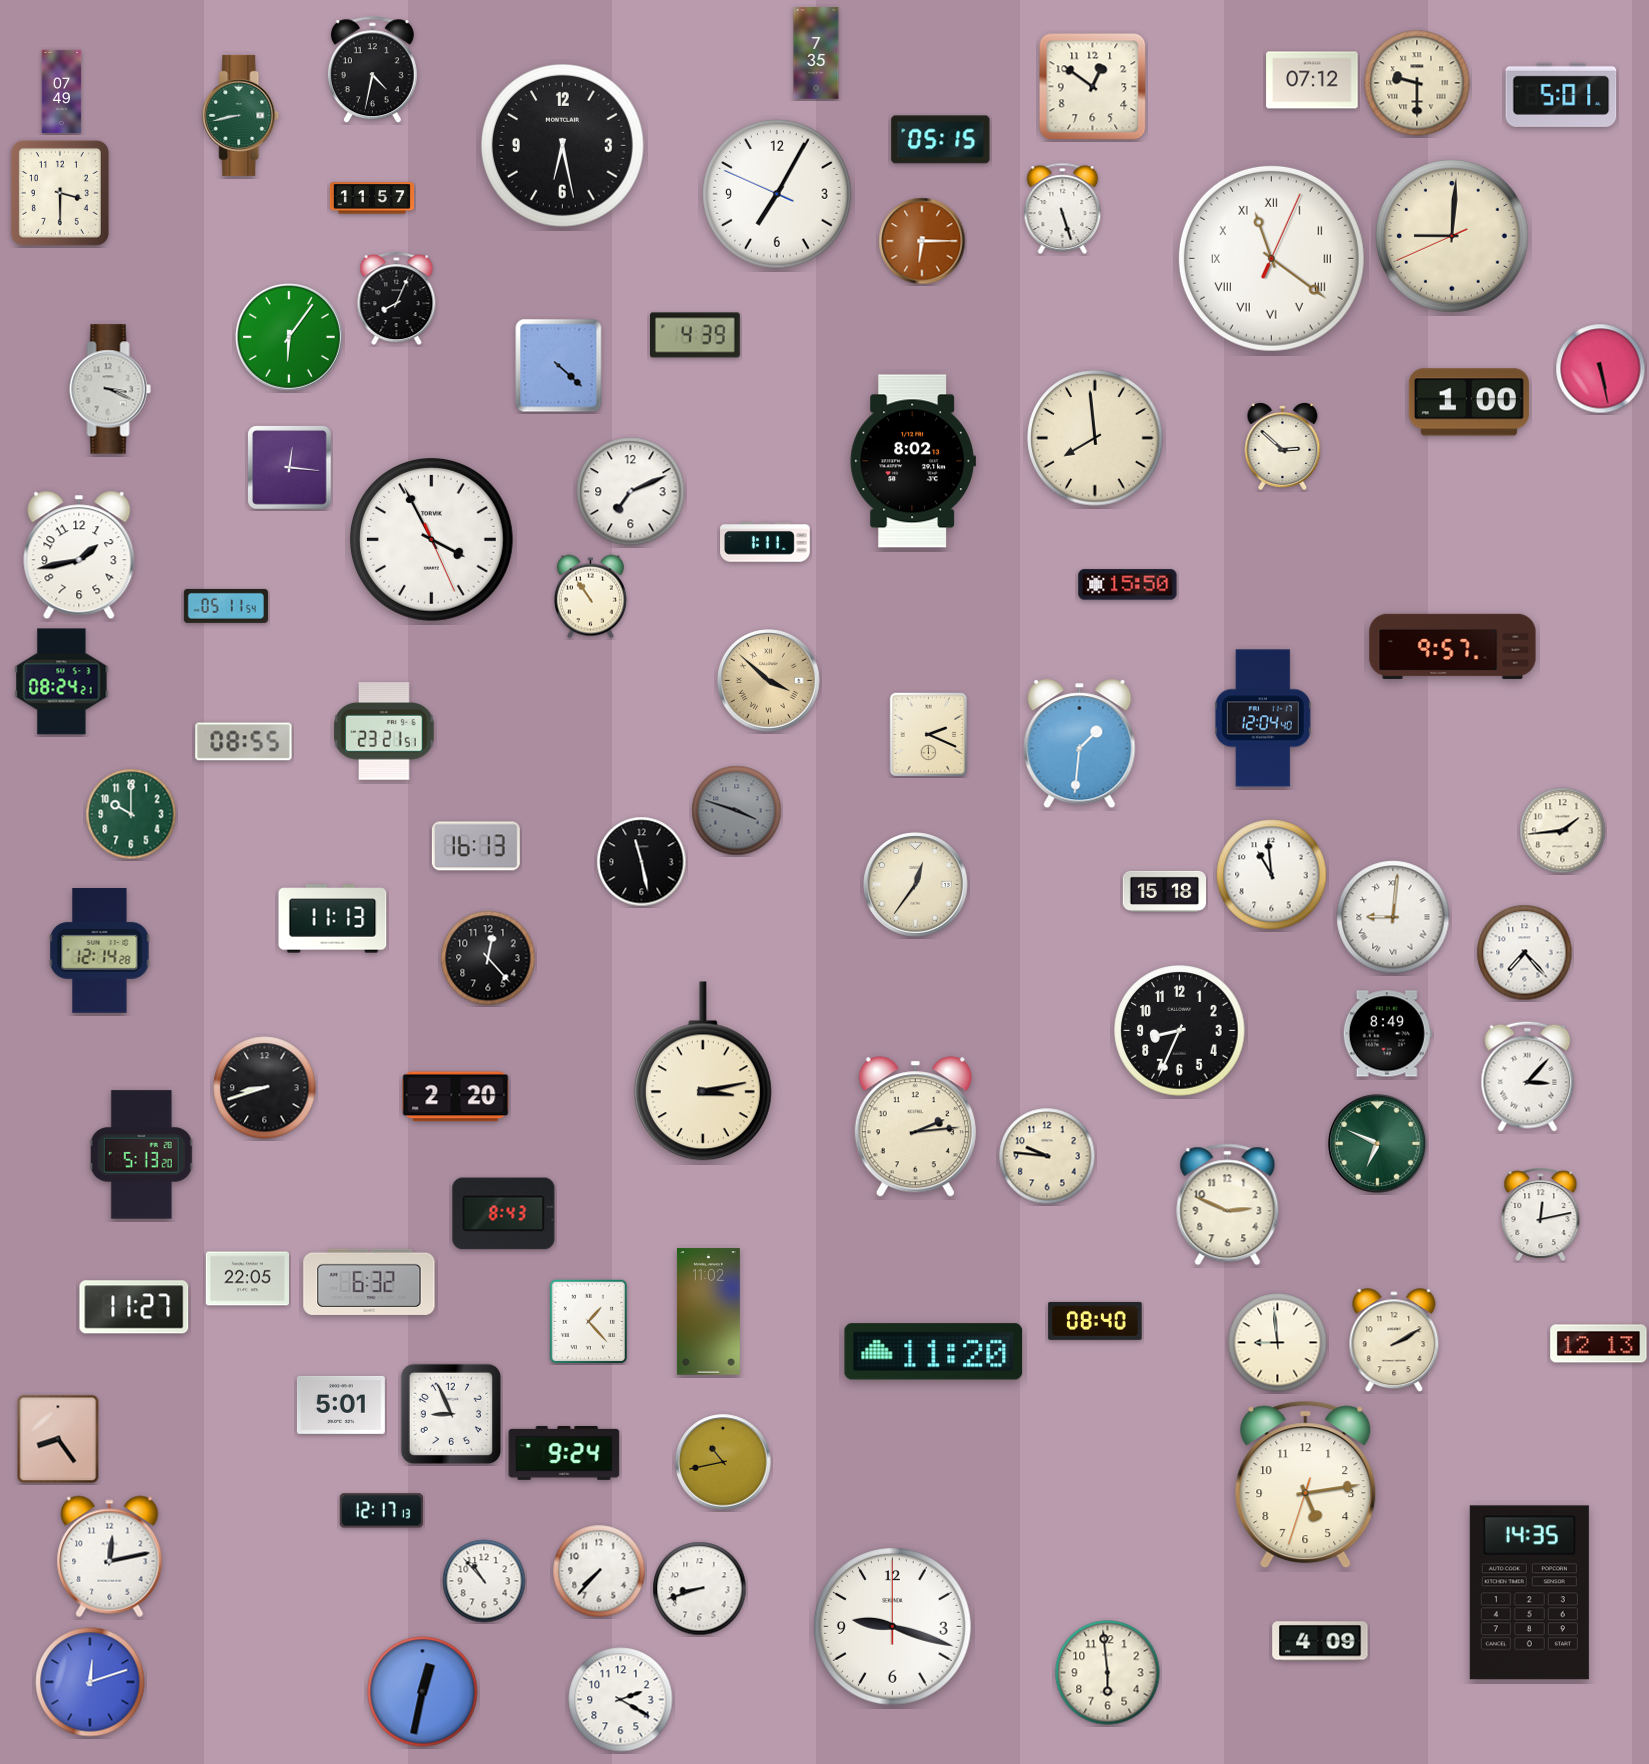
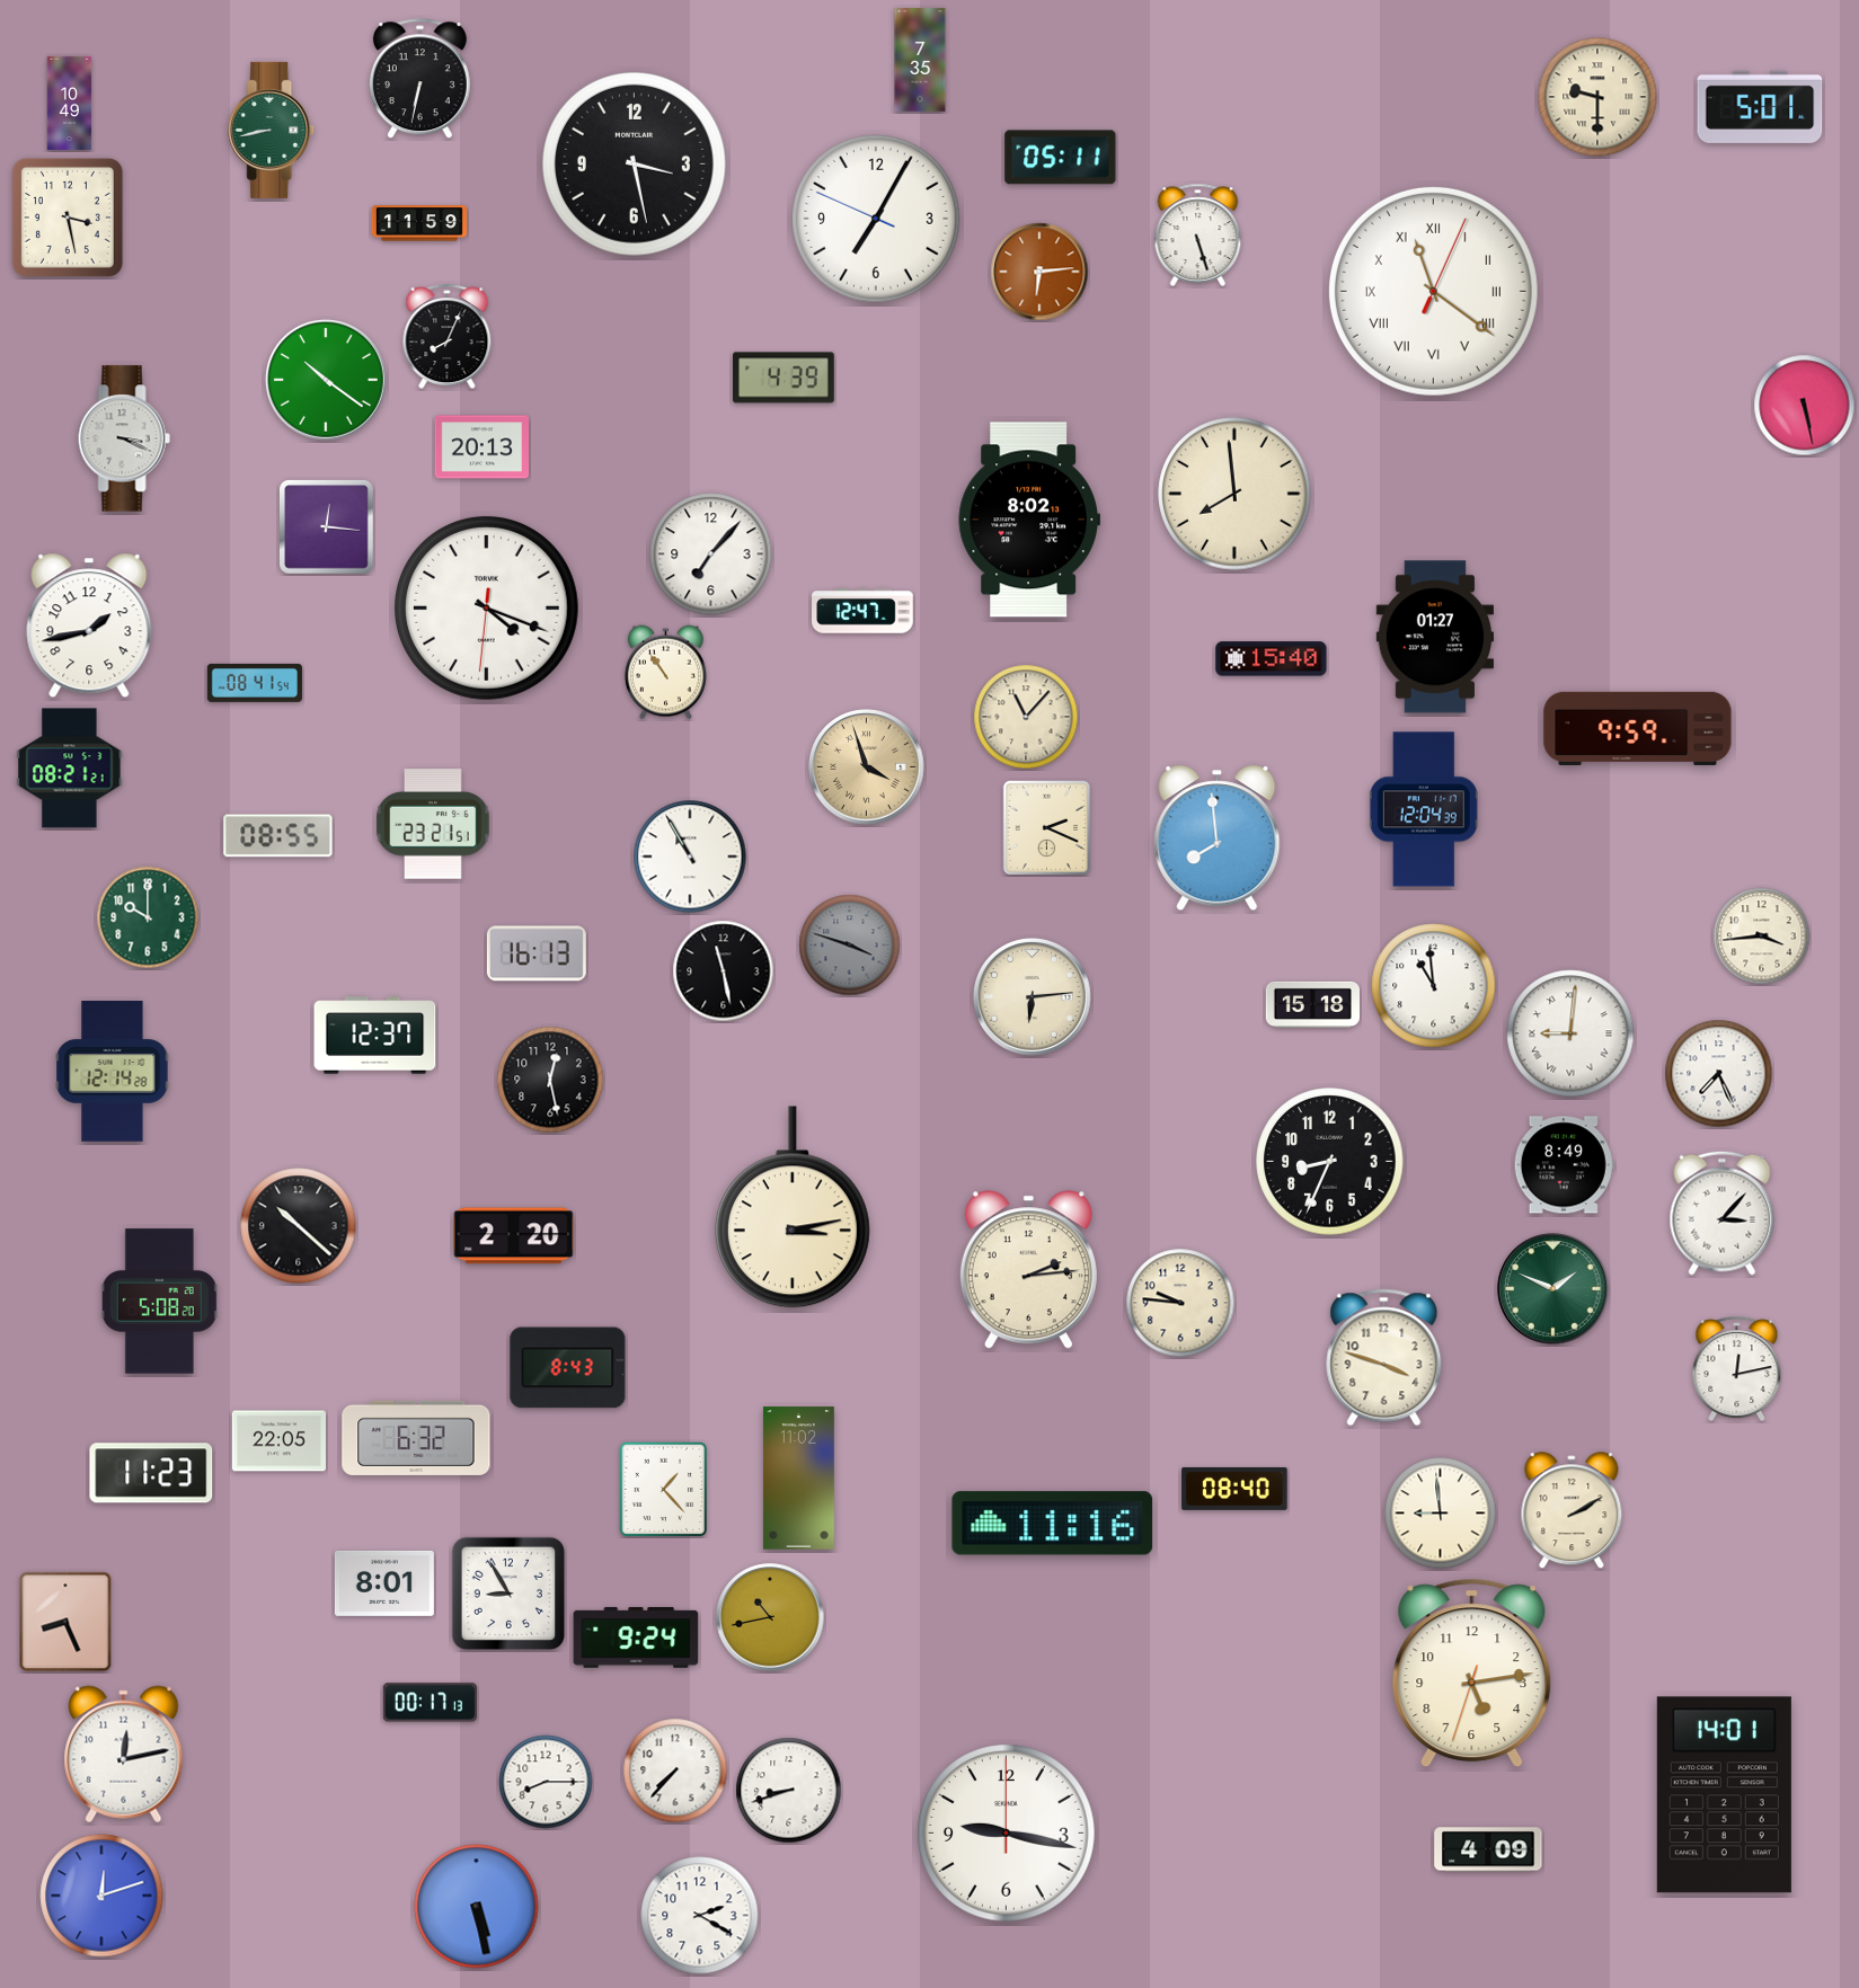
clock at (372, 70): 4:32 -> 6:32
clock at (1312, 80): 07:12 -> none
clock at (1417, 83) position: (1417, 83) -> (1597, 97)
clock at (1093, 87): 12:51 -> none
clock at (62, 92): 07:49 -> 10:49
clock at (941, 140): 05:15 -> 05:11
clock at (562, 145): 6:28 -> 3:28
clock at (60, 193): 3:30 -> 3:28
clock at (371, 198): 11:57 -> 11:59
clock at (1453, 237): 9:00 -> none
clock at (922, 241): 6:15 -> 6:14
clock at (289, 337): 6:06 -> 10:21
clock at (559, 366): 4:22 -> none
clock at (1601, 369) position: (1601, 369) -> (1805, 406)
clock at (481, 447): none -> 20:13
clock at (1469, 402): 1:00 -> none
clock at (1283, 447): 2:52 -> none
clock at (631, 492): 7:11 -> 7:07
clock at (431, 539): 3:55 -> 4:18
clock at (766, 542): 1:11 -> 12:47
clock at (1434, 637): none -> 01:27
clock at (1128, 585): 15:50 -> 15:40
clock at (226, 606): 05:11 -> 08:41
clock at (1026, 717): none -> 11:07
clock at (1453, 646): 9:57 -> 9:59
clock at (769, 681): 3:52 -> 3:57
clock at (62, 682): 08:24 -> 08:21
clock at (1263, 718): 12:04:40 -> 12:04:39
clock at (244, 742) position: (244, 742) -> (278, 836)
clock at (1080, 744): 1:31 -> 7:59
clock at (690, 857): none -> 10:55
clock at (737, 811) position: (737, 811) -> (850, 946)
clock at (1563, 831): 1:44 -> 3:44
clock at (916, 885): 12:36 -> 6:14
clock at (333, 919): 11:13 -> 12:37
clock at (1525, 953): 7:23 -> 7:26
clock at (488, 958): 12:23 -> 12:28
clock at (265, 1088): 8:42 -> 10:22
clock at (915, 1127) position: (915, 1127) -> (1028, 1270)
clock at (1378, 1144): 6:49 -> 1:49
clock at (141, 1155): 5:13 -> 5:08
clock at (1228, 1205): 2:49 -> 3:48
clock at (369, 1282) position: (369, 1282) -> (416, 1438)
clock at (134, 1307): 11:27 -> 11:23
clock at (1599, 1344): 12:13 -> none
clock at (934, 1352): 11:20 -> 11:16
clock at (341, 1405): 5:01 -> 8:01
clock at (451, 1414): 8:56 -> 8:55
clock at (58, 1439): 8:24 -> 8:26
clock at (723, 1462) position: (723, 1462) -> (770, 1617)
clock at (381, 1511): 12:17 -> 00:17
clock at (484, 1581): 10:53 -> 8:15
clock at (1529, 1593): 14:35 -> 14:01
clock at (893, 1627): 9:18 -> 9:17
clock at (1108, 1673): 5:59 -> none
clock at (423, 1692): 12:32 -> 5:28
